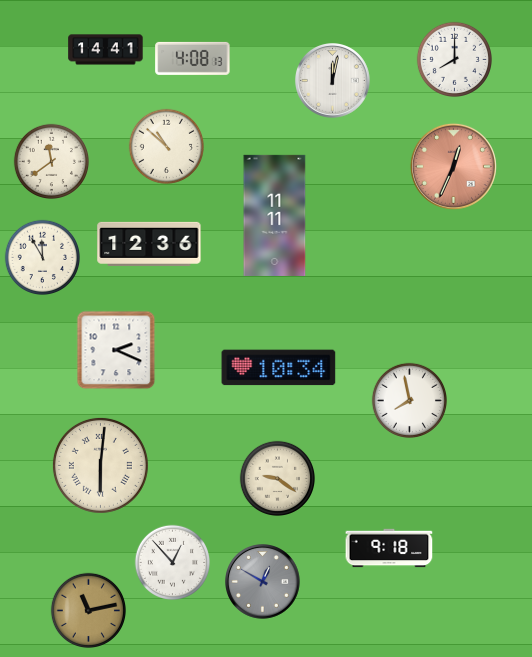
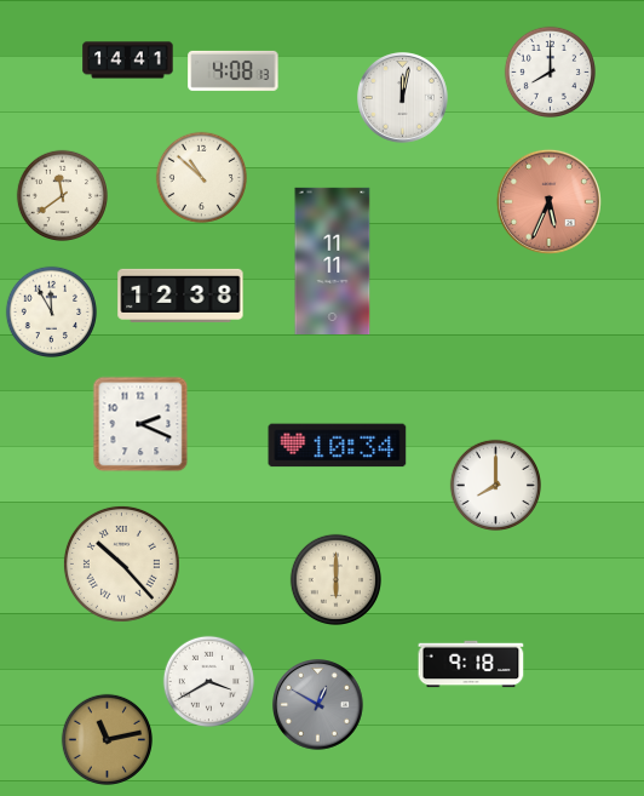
clock at (453, 166): 12:34 -> 5:34
clock at (149, 244): 12:36 -> 12:38
clock at (409, 400): 7:58 -> 8:00
clock at (100, 465): 6:01 -> 10:23
clock at (277, 478): 9:21 -> 6:00
clock at (172, 562): 12:53 -> 3:40
